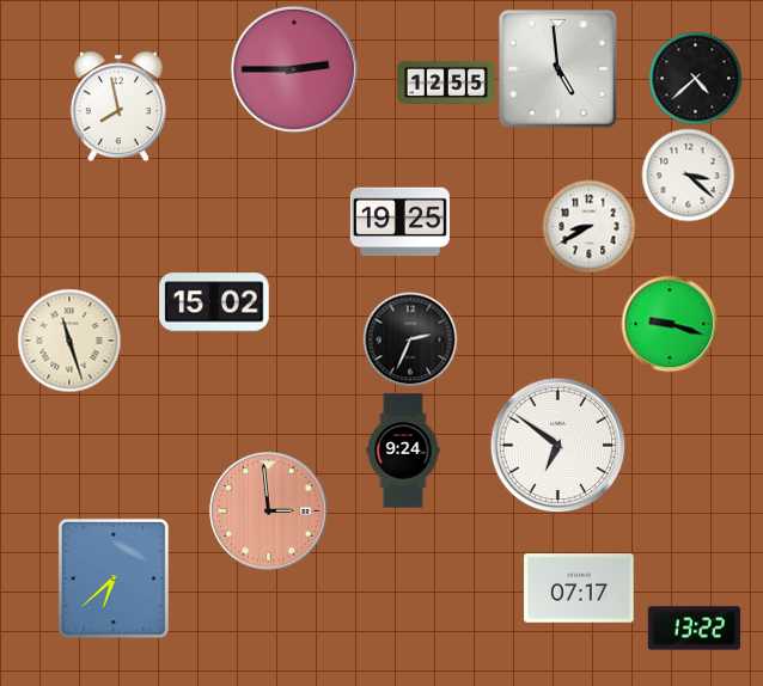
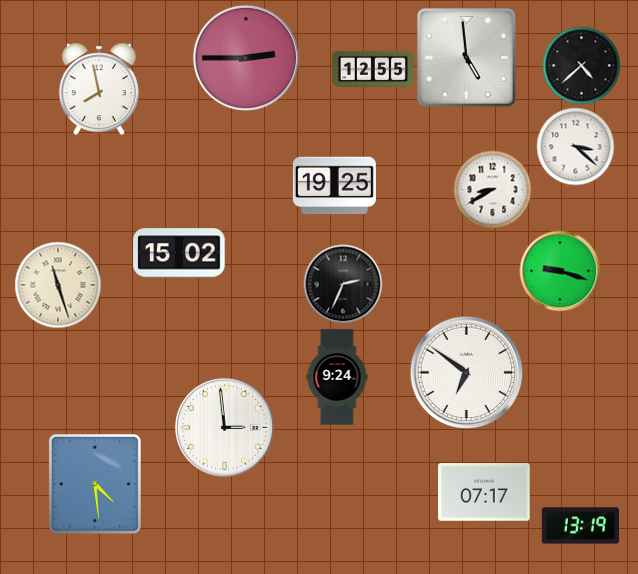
clock at (269, 512) dial: salmon -> white
clock at (114, 578): 6:38 -> 4:29
clock at (694, 629): 13:22 -> 13:19
